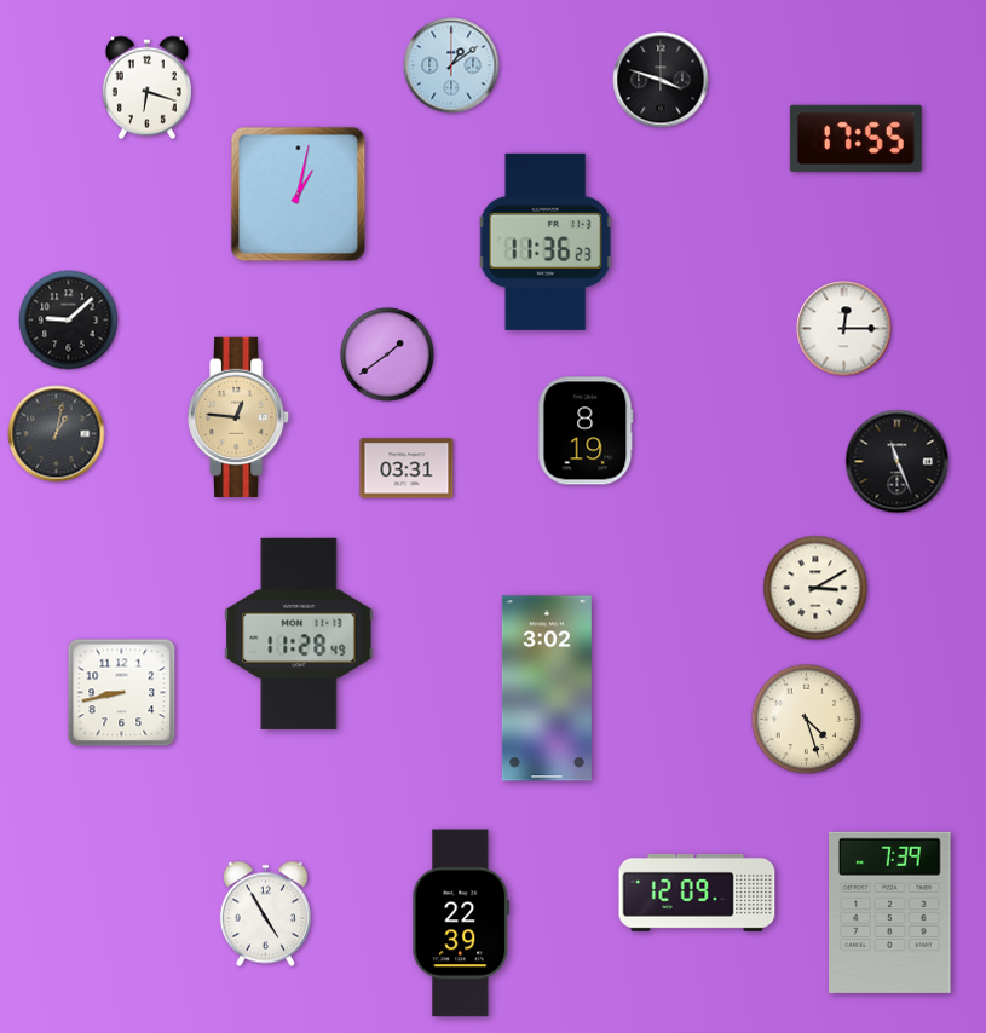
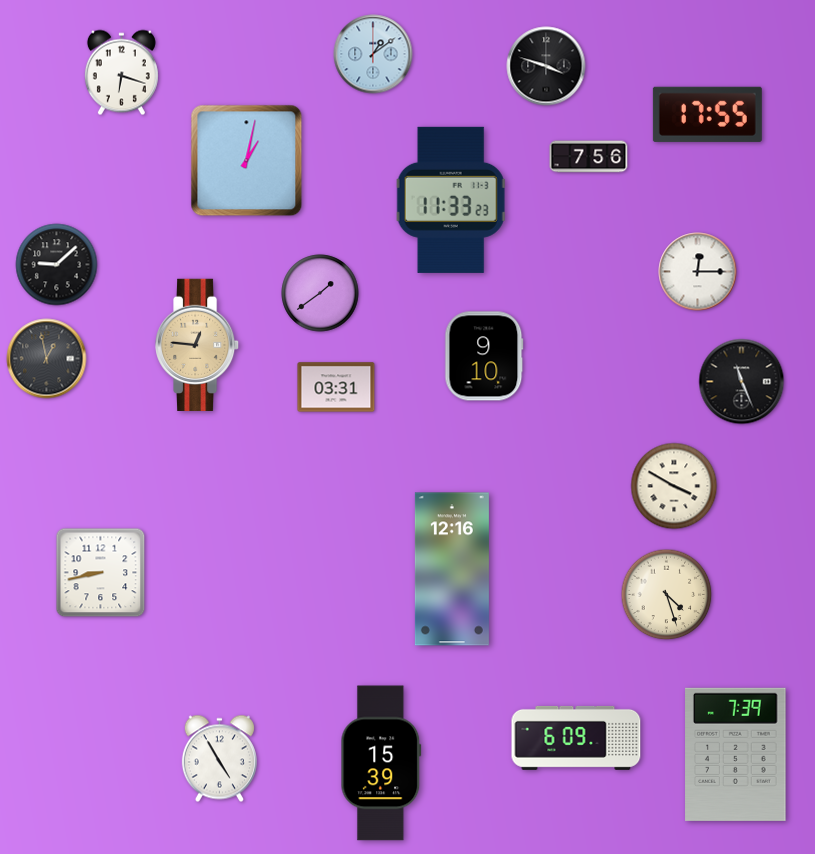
clock at (589, 157): none -> 7:56
clock at (546, 242): 11:36 -> 11:33
clock at (586, 431): 8:19 -> 9:10
clock at (57, 434): 1:02 -> 12:58
clock at (815, 588): 3:10 -> 3:50
clock at (299, 634): 11:28 -> none
clock at (547, 688): 3:02 -> 12:16
clock at (697, 893): 12:09 -> 6:09
clock at (265, 914) position: (265, 914) -> (219, 759)
clock at (461, 923): 22:39 -> 15:39
